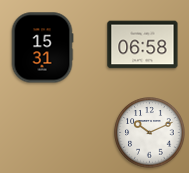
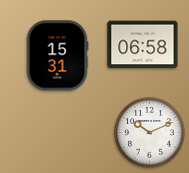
clock at (42, 48) position: (42, 48) -> (57, 56)
